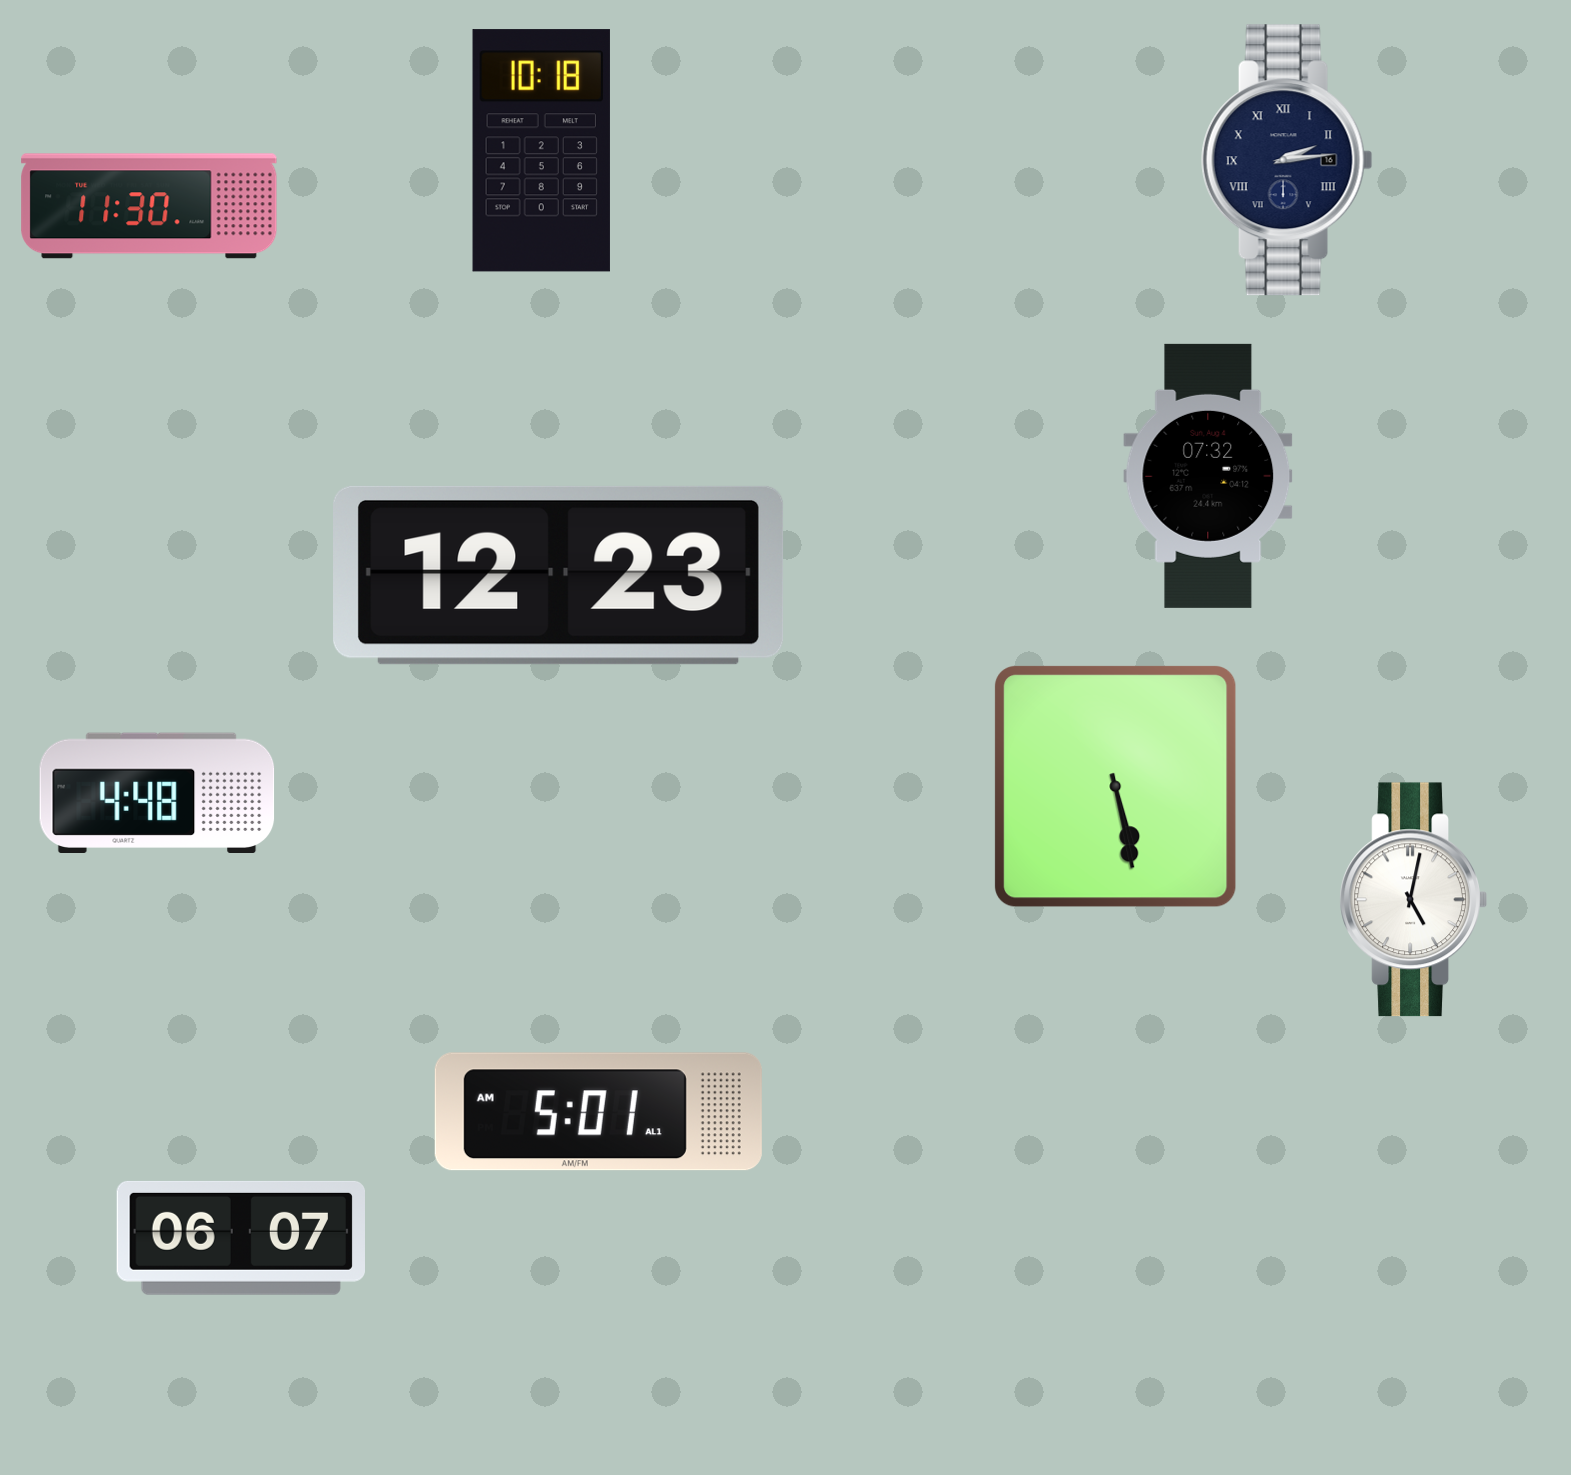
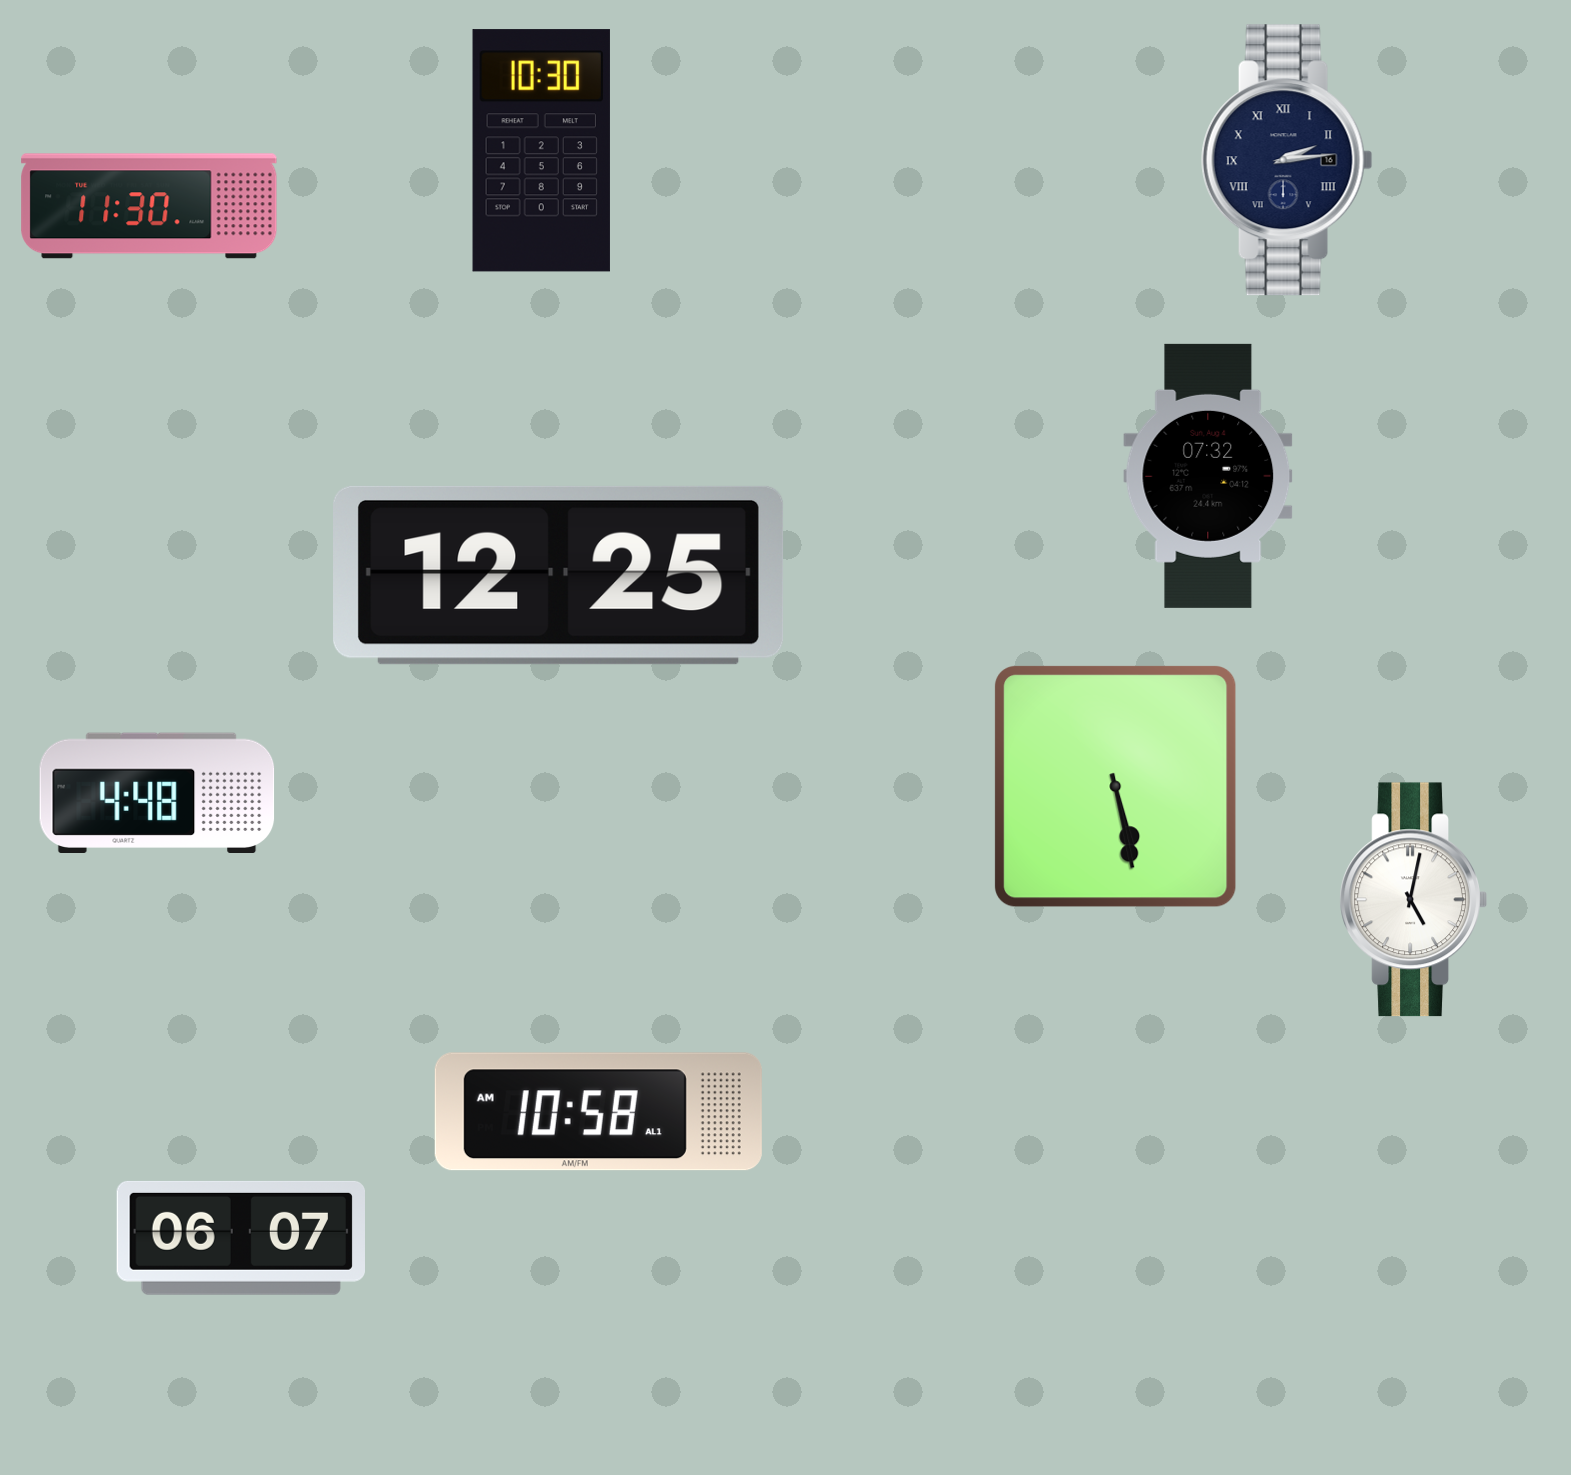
clock at (541, 151): 10:18 -> 10:30
clock at (559, 575): 12:23 -> 12:25
clock at (598, 1112): 5:01 -> 10:58
